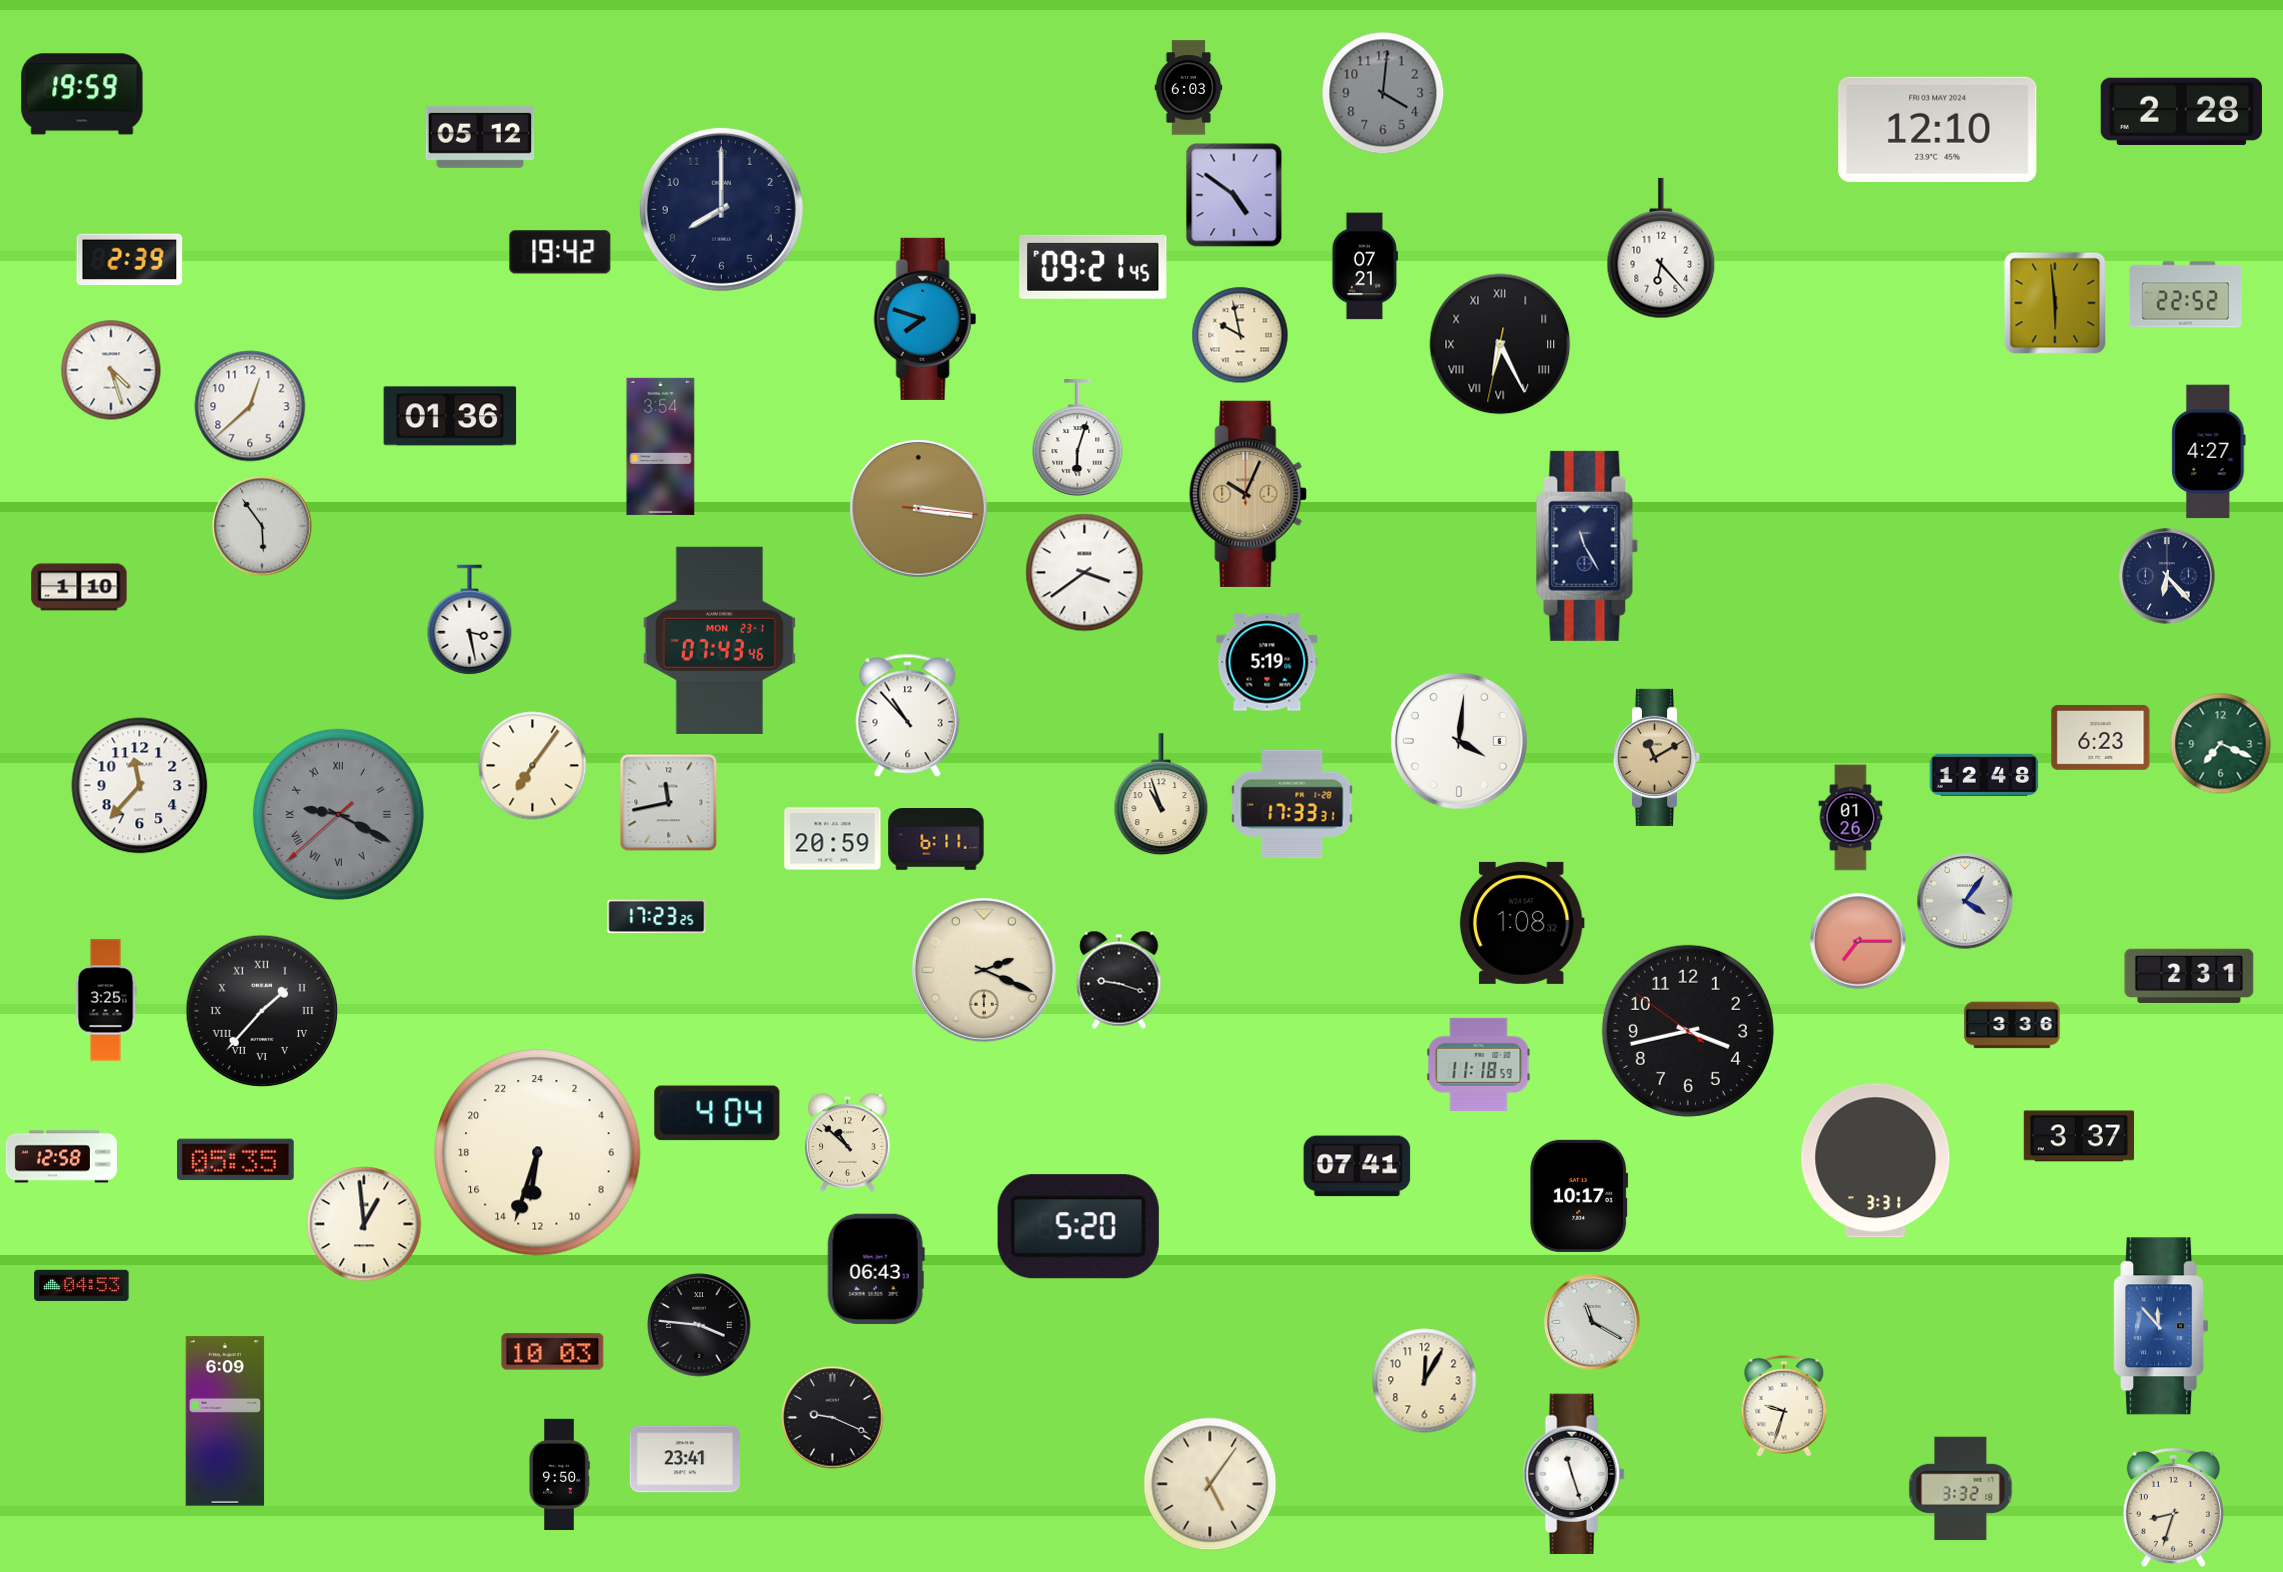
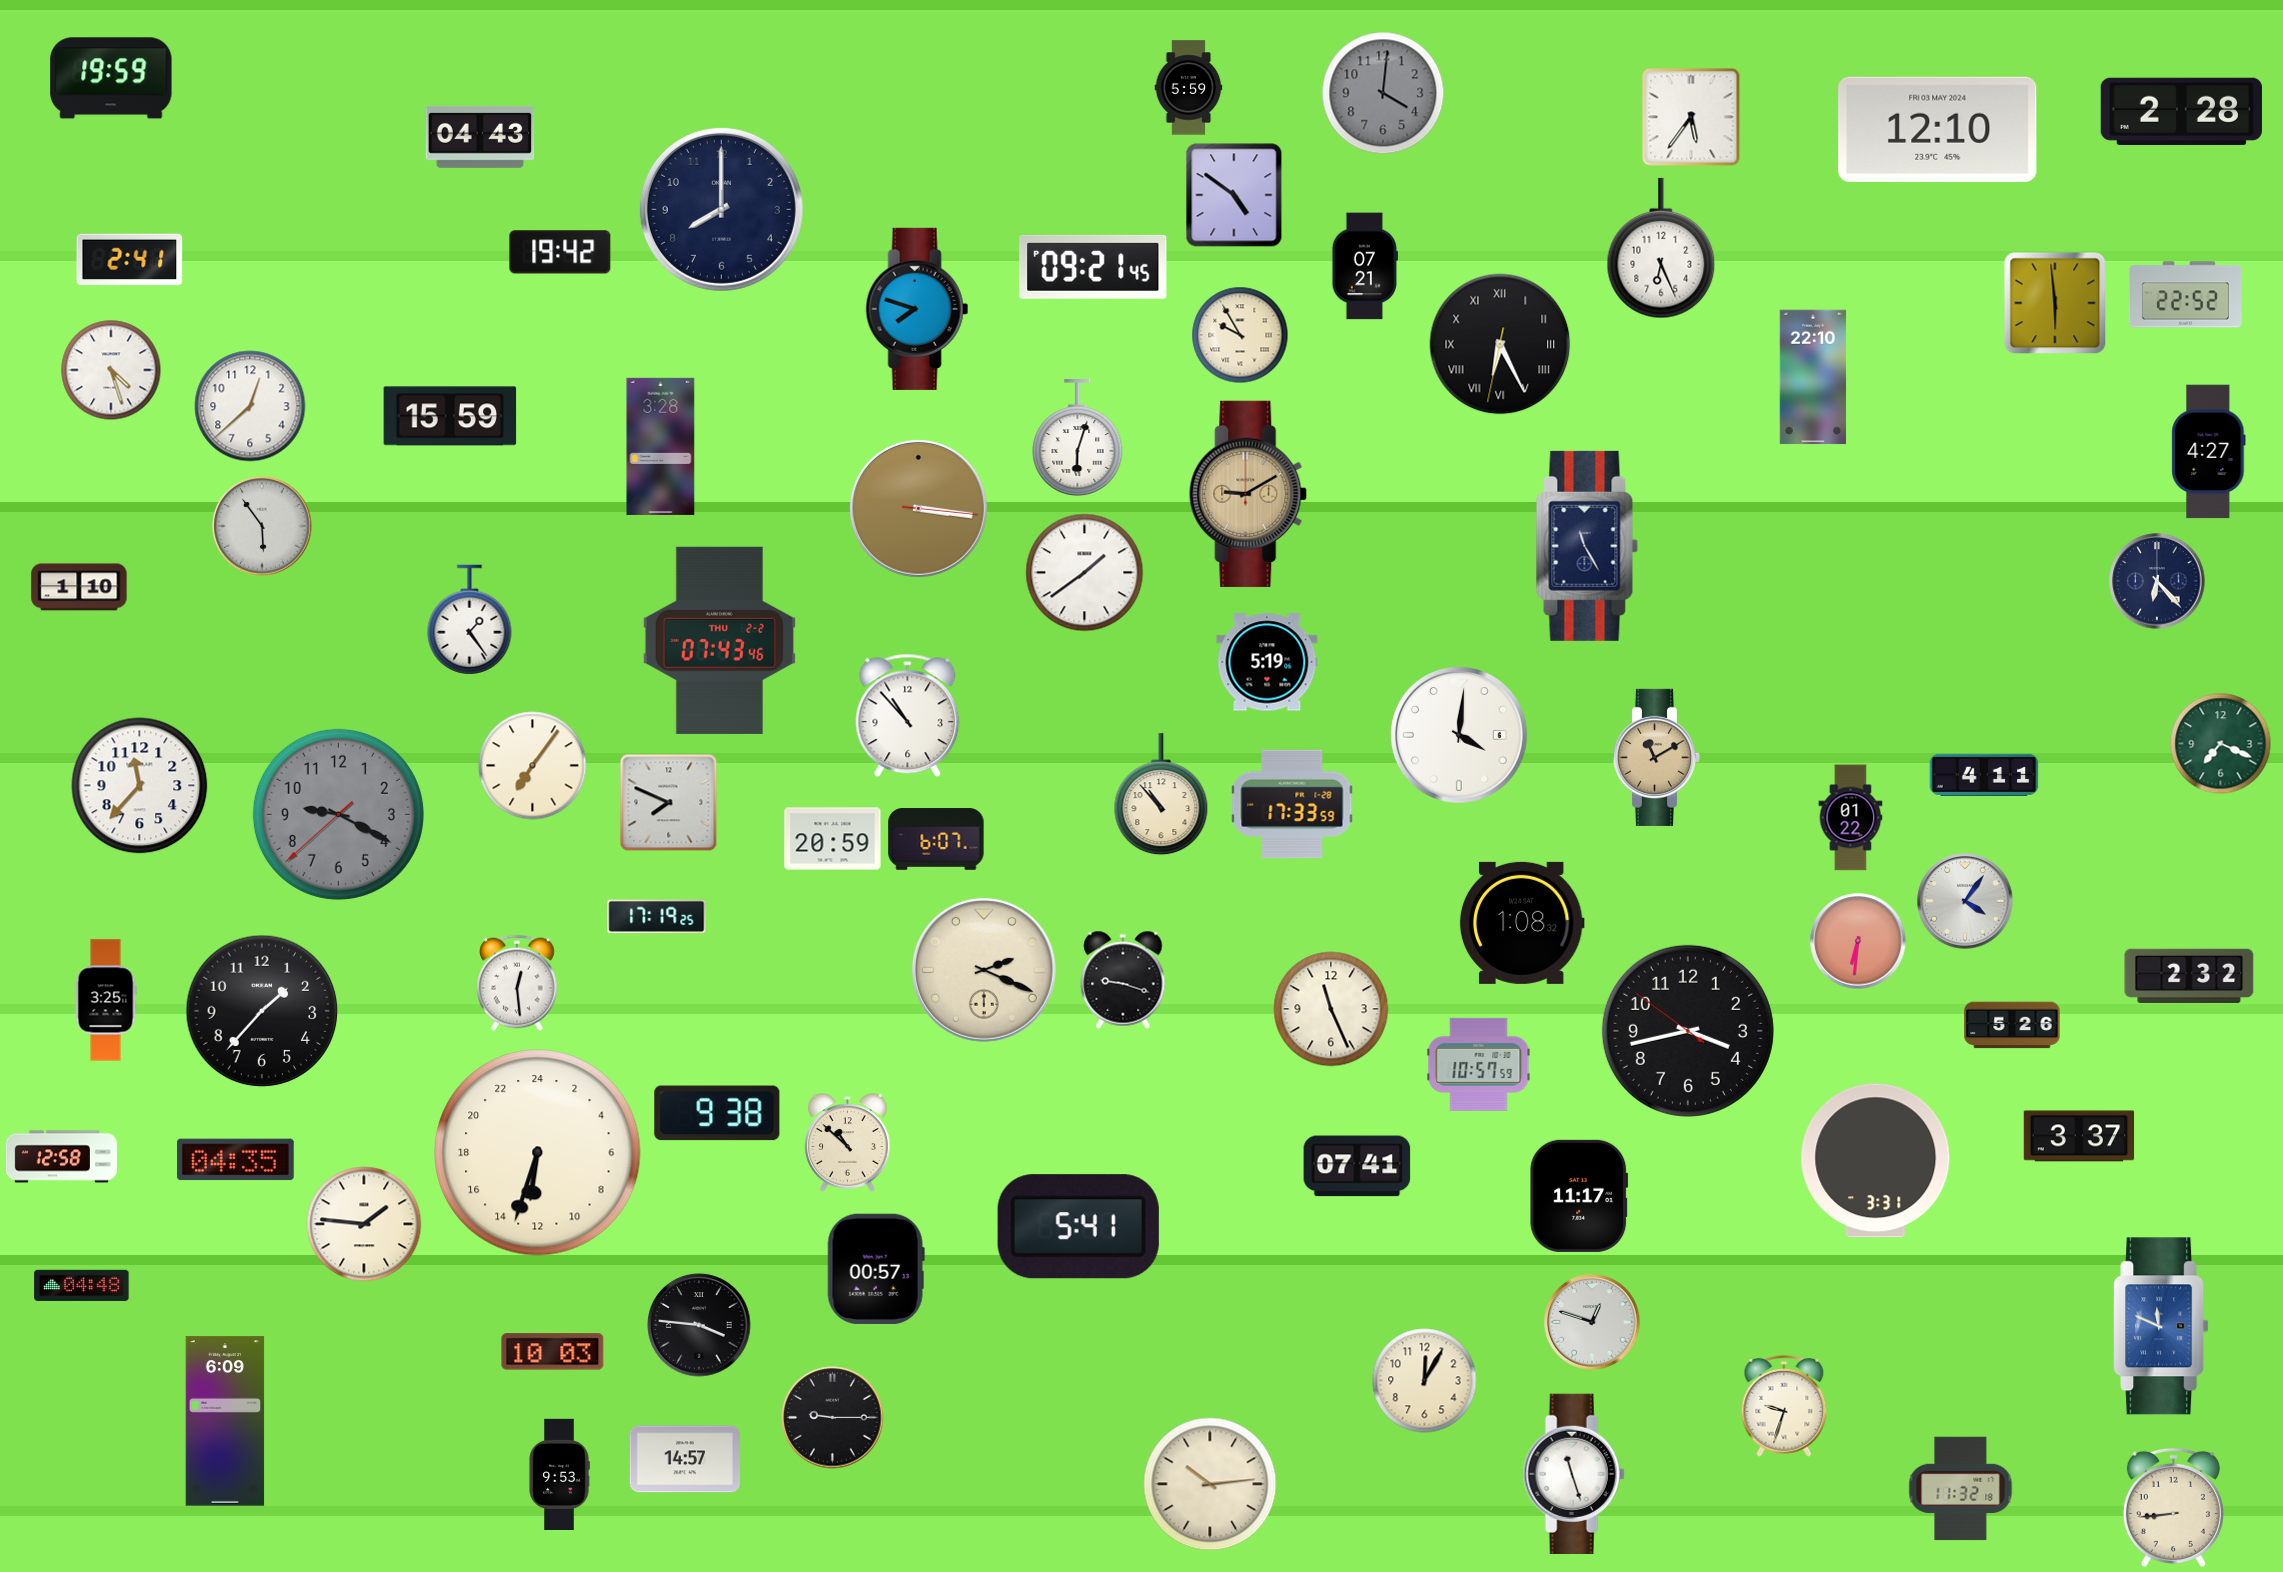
clock at (1189, 88): 6:03 -> 5:59
clock at (82, 94) position: (82, 94) -> (111, 78)
clock at (1691, 117): none -> 5:36
clock at (480, 137): 05:12 -> 04:43
clock at (1661, 248): 6:23 -> 6:26
clock at (130, 260): 2:39 -> 2:41
clock at (925, 319) position: (925, 319) -> (917, 309)
clock at (1240, 335): 9:58 -> 9:55
clock at (1813, 377): none -> 22:10
clock at (450, 416): 01:36 -> 15:59
clock at (661, 446): 3:54 -> 3:28
clock at (1249, 494): 10:04 -> 9:10
clock at (1085, 573): 3:39 -> 1:39
clock at (2167, 576) position: (2167, 576) -> (2157, 581)
clock at (470, 620): 3:28 -> 1:24
clock at (719, 640) date: MON 23-1 -> THU 2-2
clock at (2101, 737): 6:23 -> none
clock at (1459, 741) position: (1459, 741) -> (1459, 735)
clock at (1984, 775): 12:48 -> 4:11
clock at (1161, 795): 10:57 -> 10:53
clock at (669, 803): 11:43 -> 7:49
clock at (1292, 804): 17:33:31 -> 17:33:59
clock at (338, 814) numerals: Roman -> Arabic
clock at (1851, 818): 01:26 -> 01:22
clock at (936, 839): 6:11 -> 6:07
clock at (657, 917): 17:23 -> 17:19
clock at (1858, 941): 7:15 -> 6:31
clock at (2189, 976): 2:31 -> 2:32
clock at (1119, 980) position: (1119, 980) -> (1123, 980)
clock at (517, 983): none -> 12:29
clock at (1331, 1009): none -> 11:26
clock at (262, 1011) numerals: Roman -> Arabic
clock at (2012, 1025): 3:36 -> 5:26
clock at (1479, 1064): 11:18 -> 10:57
clock at (717, 1113): 4:04 -> 9:38
clock at (236, 1160): 05:35 -> 04:35
clock at (1579, 1196): 10:17 -> 11:17
clock at (364, 1224): 12:59 -> 1:46
clock at (1078, 1227): 5:20 -> 5:41
clock at (876, 1269): 06:43 -> 00:57
clock at (82, 1285): 04:53 -> 04:48
clock at (1592, 1322): 11:20 -> 12:48
clock at (2161, 1326): 11:53 -> 11:49
clock at (833, 1418): 9:19 -> 9:15
clock at (684, 1459): 23:41 -> 14:57
clock at (559, 1474): 9:50 -> 9:53
clock at (1210, 1484): 5:06 -> 10:14
clock at (1961, 1489): 3:32 -> 11:32
clock at (2173, 1507): 8:33 -> 8:44
